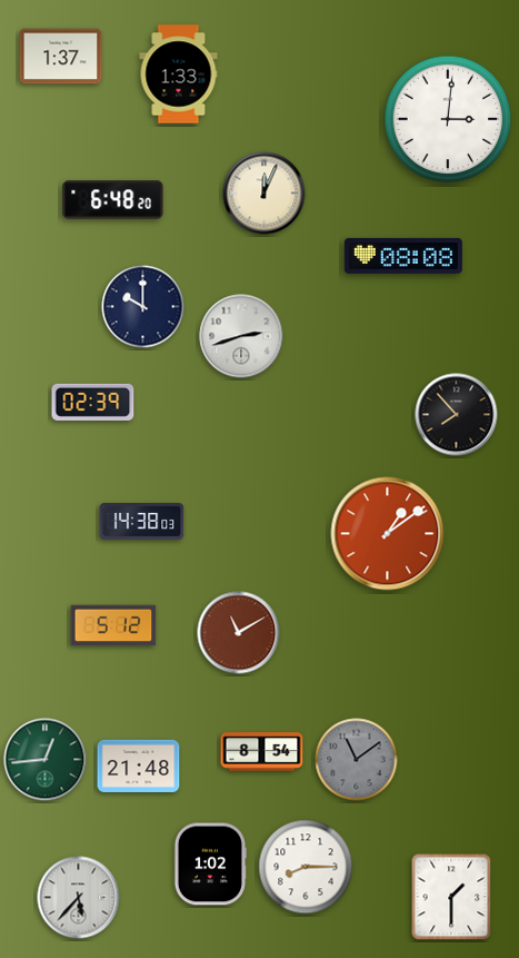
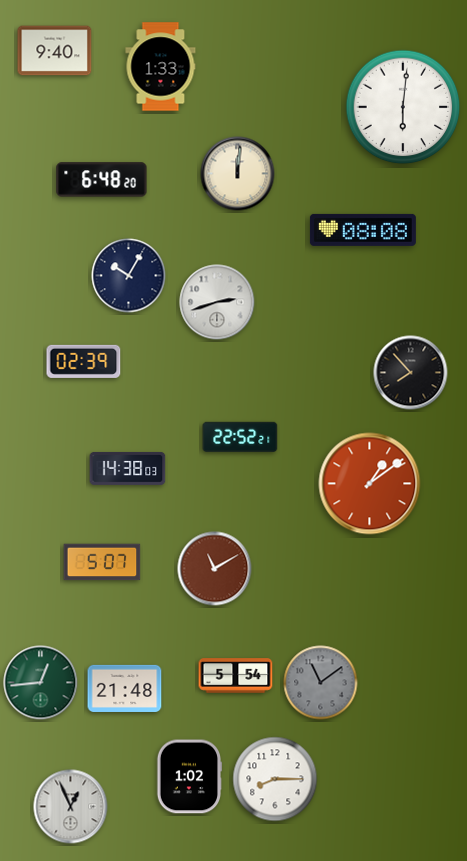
clock at (61, 57): 1:37 -> 9:40
clock at (448, 119): 3:01 -> 6:01
clock at (265, 194): 12:04 -> 12:01
clock at (143, 307): 10:00 -> 10:05
clock at (240, 437): none -> 22:52
clock at (388, 534) position: (388, 534) -> (370, 484)
clock at (113, 625): 5:12 -> 5:07
clock at (262, 752): 8:54 -> 5:54
clock at (451, 897): 1:30 -> none
clock at (79, 898): 5:37 -> 12:56
